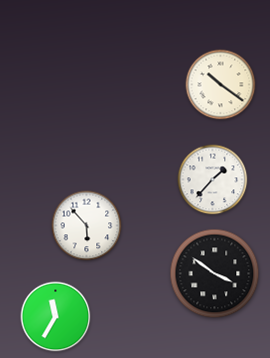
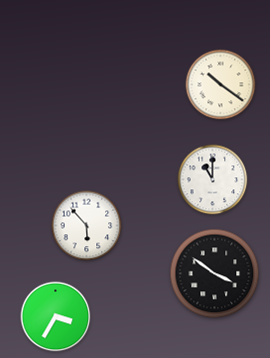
clock at (213, 180): 1:37 -> 11:00
clock at (56, 317): 11:35 -> 3:35
